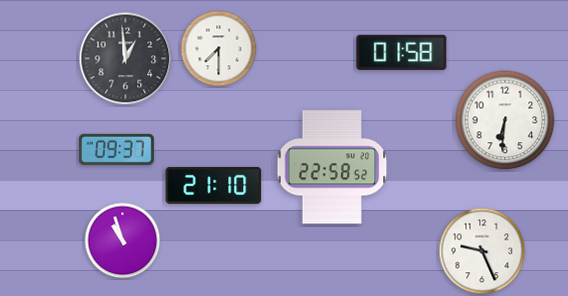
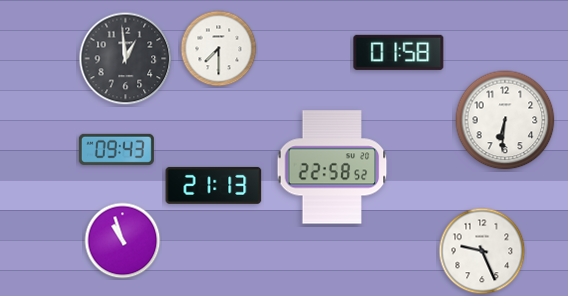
clock at (402, 52) position: (402, 52) -> (399, 52)
clock at (116, 149): 09:37 -> 09:43
clock at (214, 185): 21:10 -> 21:13
